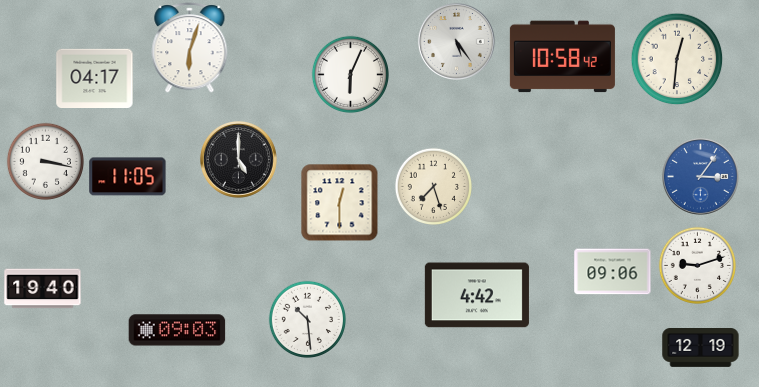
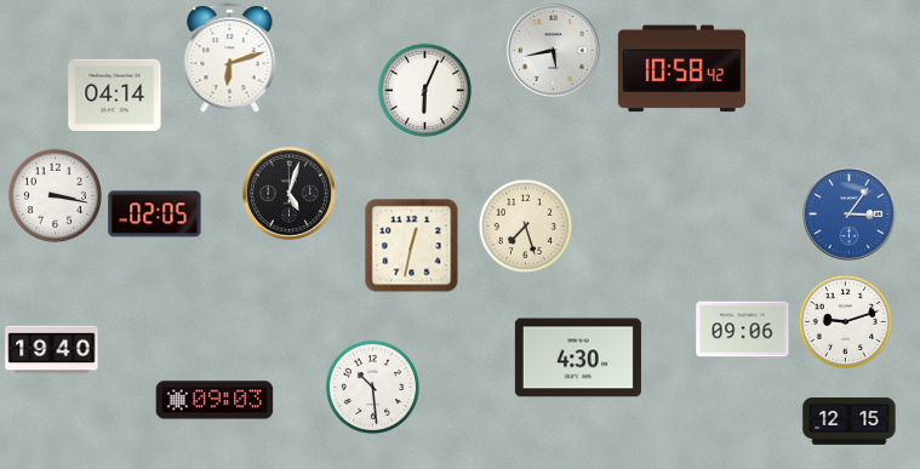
clock at (456, 41): 5:24 -> 5:43
clock at (190, 48): 6:03 -> 6:12
clock at (677, 59): 12:31 -> none
clock at (95, 78): 04:17 -> 04:14
clock at (238, 159): 5:00 -> 5:03
clock at (128, 177): 11:05 -> 02:05
clock at (339, 202): 12:30 -> 12:32
clock at (477, 295): 4:42 -> 4:30
clock at (701, 348): 12:19 -> 12:15
